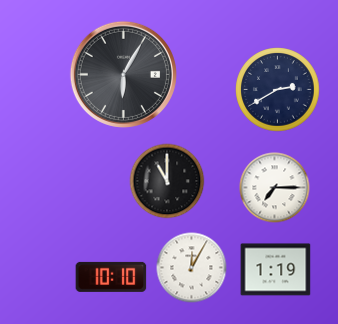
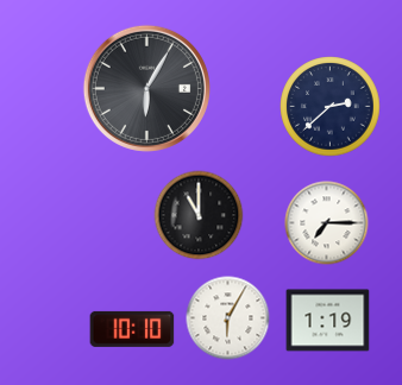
clock at (278, 90): 2:40 -> 2:38
clock at (192, 268): 12:05 -> 6:05
